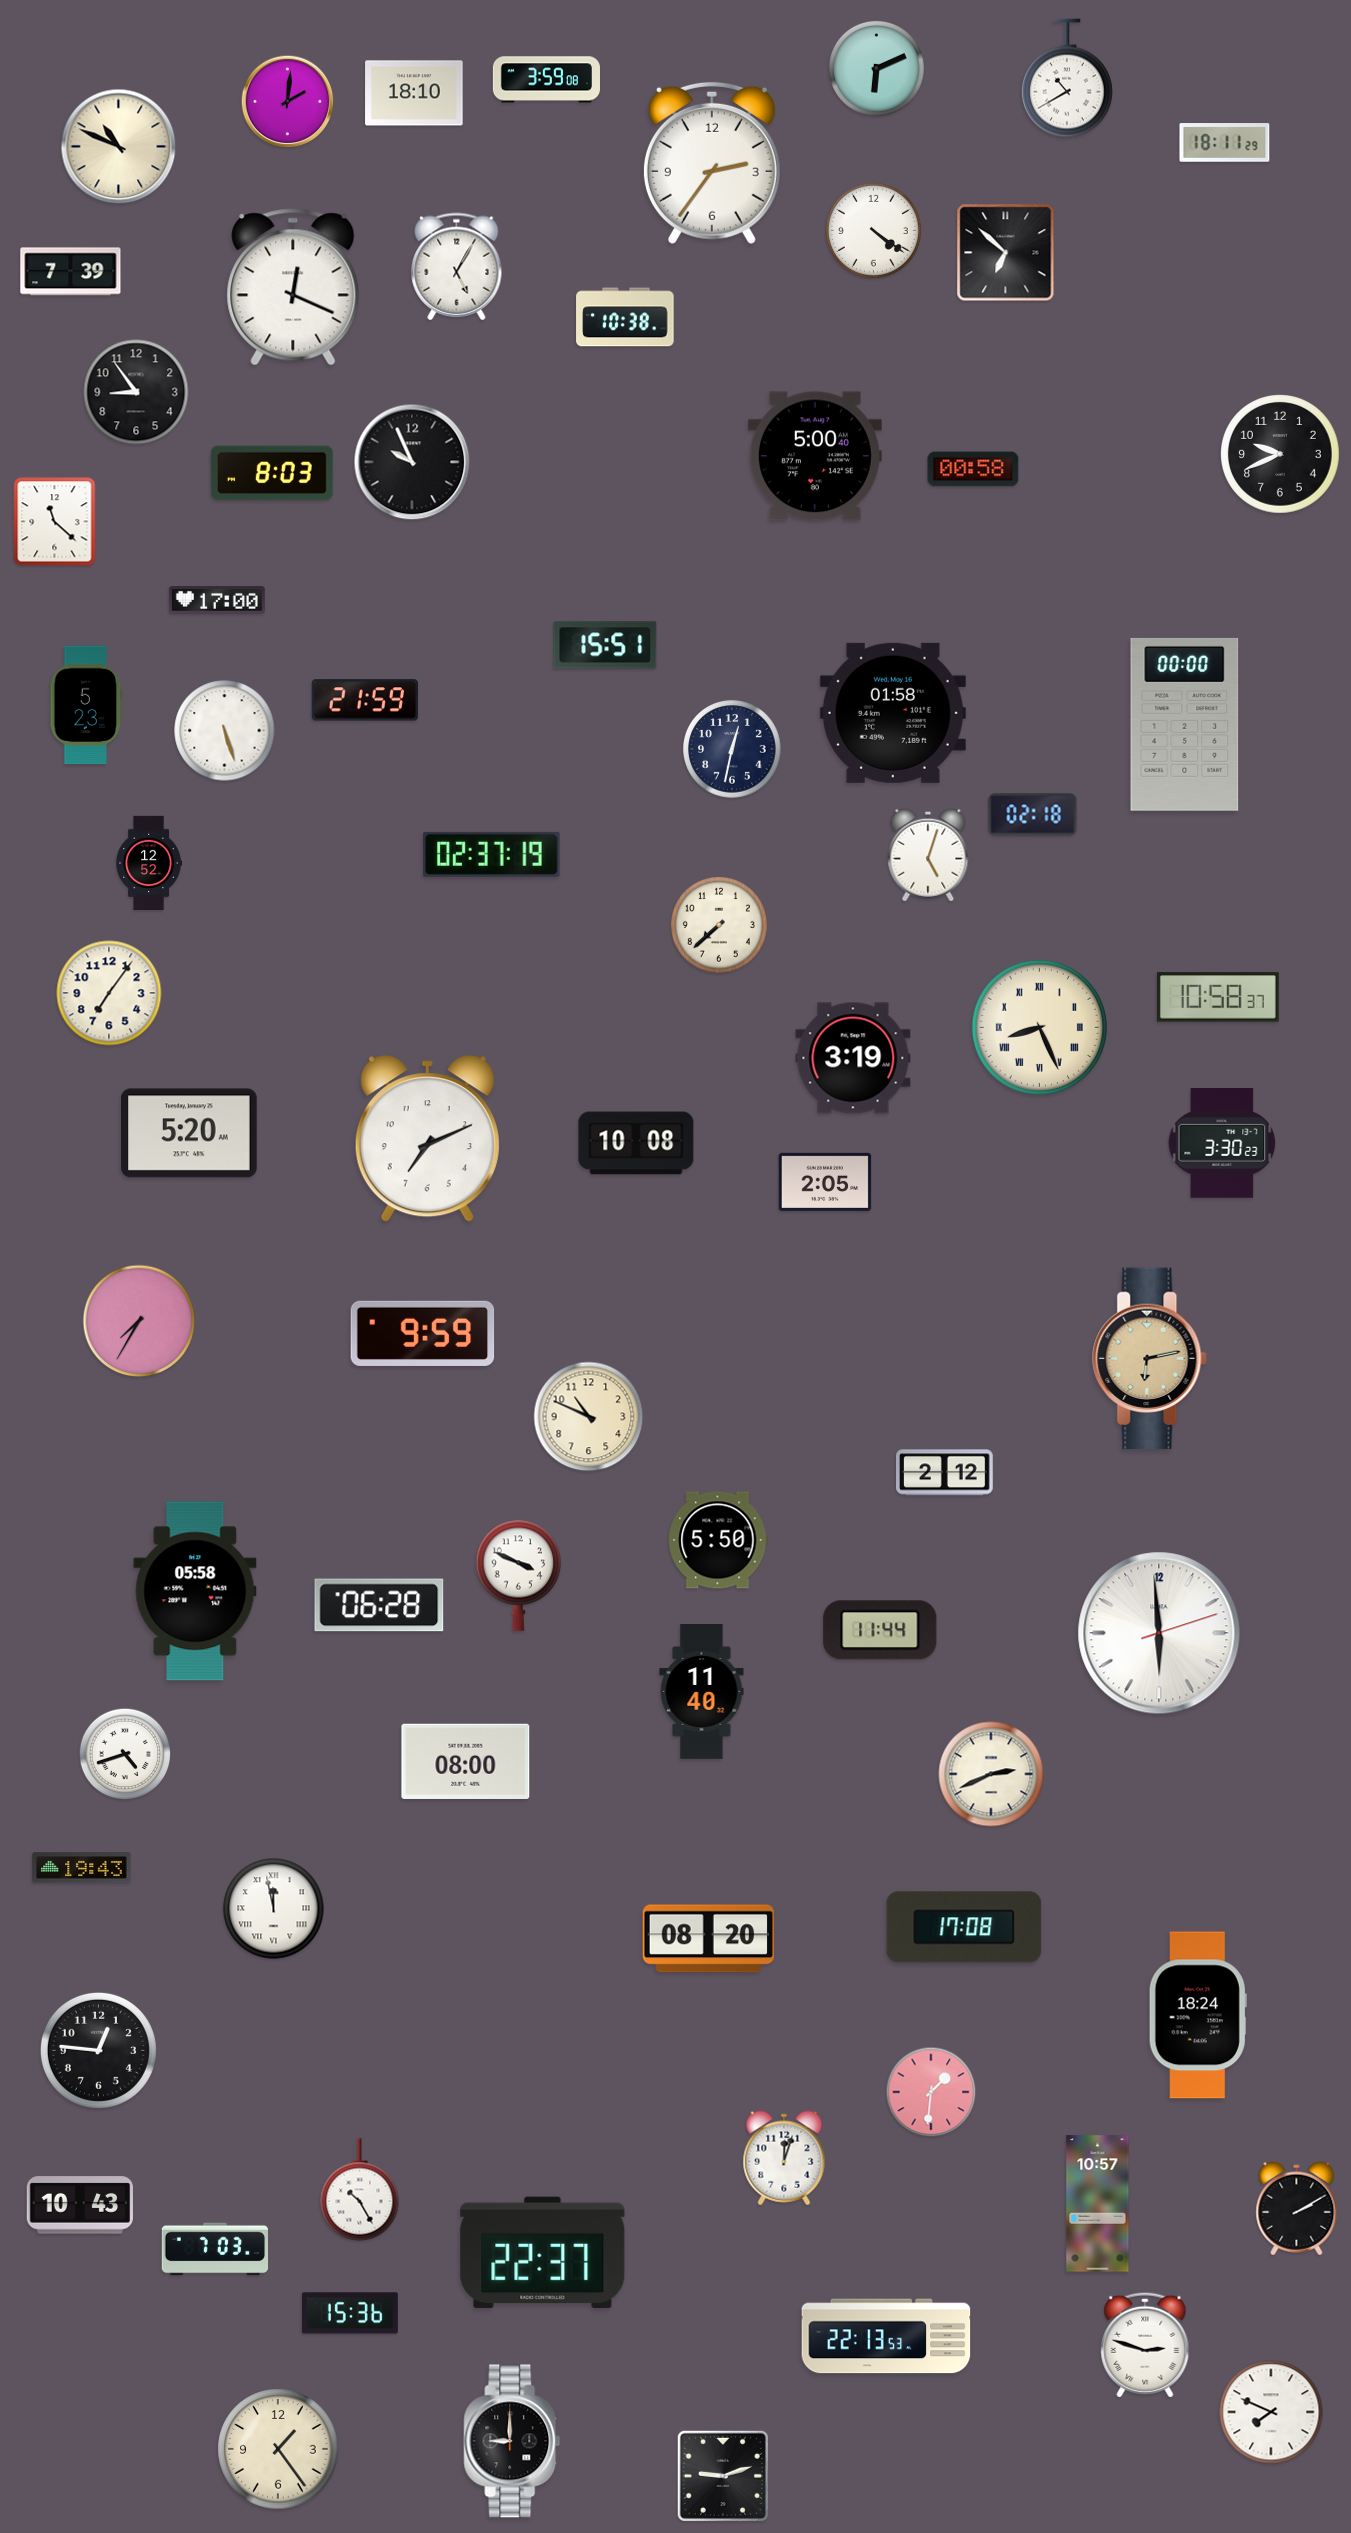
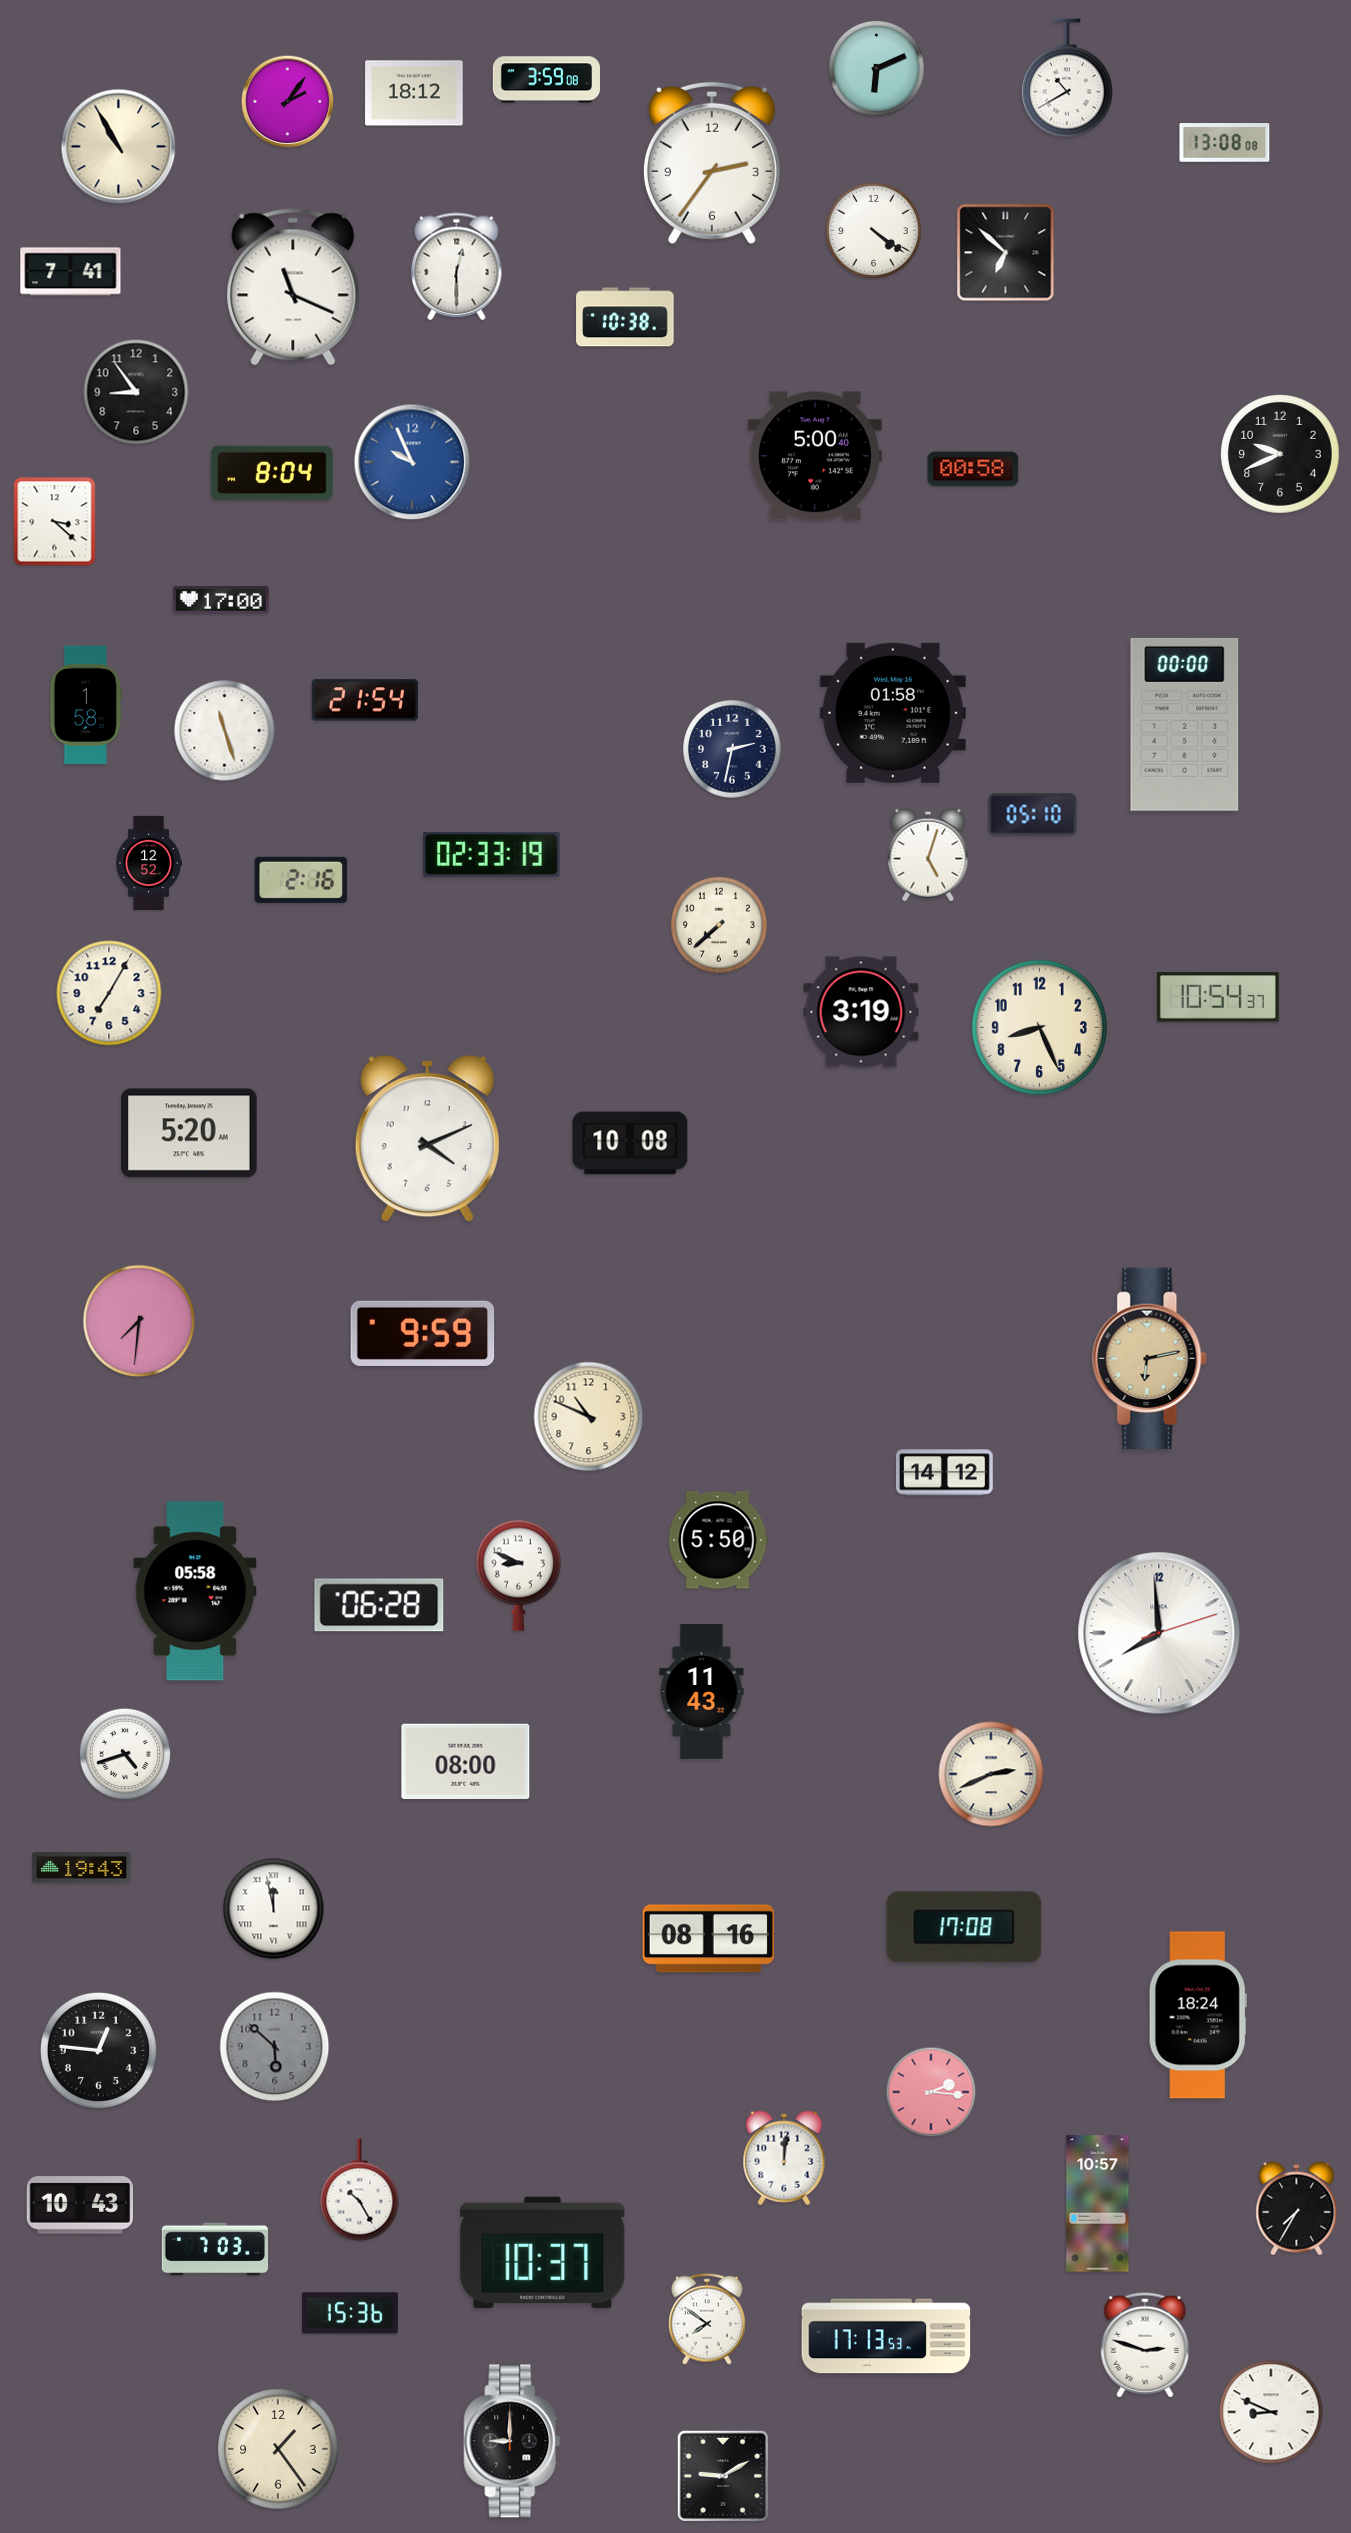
clock at (414, 93): 18:10 -> 18:12
clock at (288, 102): 2:01 -> 2:06
clock at (1225, 143): 18:11 -> 13:08
clock at (119, 147): 10:49 -> 10:55
clock at (457, 267): 5:05 -> 12:30
clock at (71, 272): 7:39 -> 7:41
clock at (293, 287): 12:19 -> 11:19
clock at (412, 462) dial: black -> blue
clock at (272, 473): 8:03 -> 8:04
clock at (55, 522): 11:22 -> 3:22
clock at (217, 600) position: (217, 600) -> (221, 600)
clock at (605, 645): 15:51 -> none
clock at (364, 700): 21:59 -> 21:54
clock at (86, 705): 5:23 -> 1:58
clock at (225, 731): 5:27 -> 11:27
clock at (732, 749): 12:32 -> 2:32
clock at (1033, 815): 02:18 -> 05:10
clock at (492, 854): 02:37 -> 02:33
clock at (301, 880): none -> 2:16
clock at (109, 993): 7:06 -> 7:05
clock at (1218, 997): 10:58 -> 10:54
clock at (1039, 1027) numerals: Roman -> Arabic
clock at (853, 1058) position: (853, 1058) -> (861, 1012)
clock at (427, 1139): 7:11 -> 4:11
clock at (636, 1143) position: (636, 1143) -> (630, 1143)
clock at (1222, 1144): 3:30 -> none
clock at (825, 1182): 2:05 -> none
clock at (139, 1321): 7:35 -> 7:31
clock at (945, 1473): 2:12 -> 14:12
clock at (519, 1575): 3:49 -> 8:49
clock at (880, 1630): 11:44 -> none
clock at (1159, 1633): 5:59 -> 7:59
clock at (702, 1692): 11:40 -> 11:43
clock at (708, 1939): 08:20 -> 08:16
clock at (275, 2047): none -> 5:52
clock at (931, 2092): 1:31 -> 2:16
clock at (784, 2158): 12:03 -> 12:01
clock at (1297, 2209): 2:10 -> 7:35
clock at (543, 2252): 22:37 -> 10:37
clock at (707, 2319): none -> 7:51
clock at (886, 2336): 22:13 -> 17:13
clock at (1271, 2412): 7:49 -> 8:49
clock at (723, 2476): 9:12 -> 9:10
